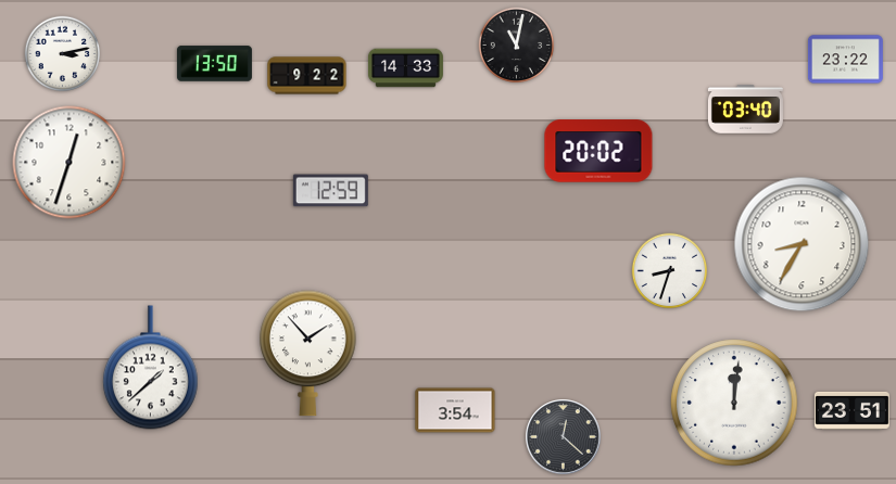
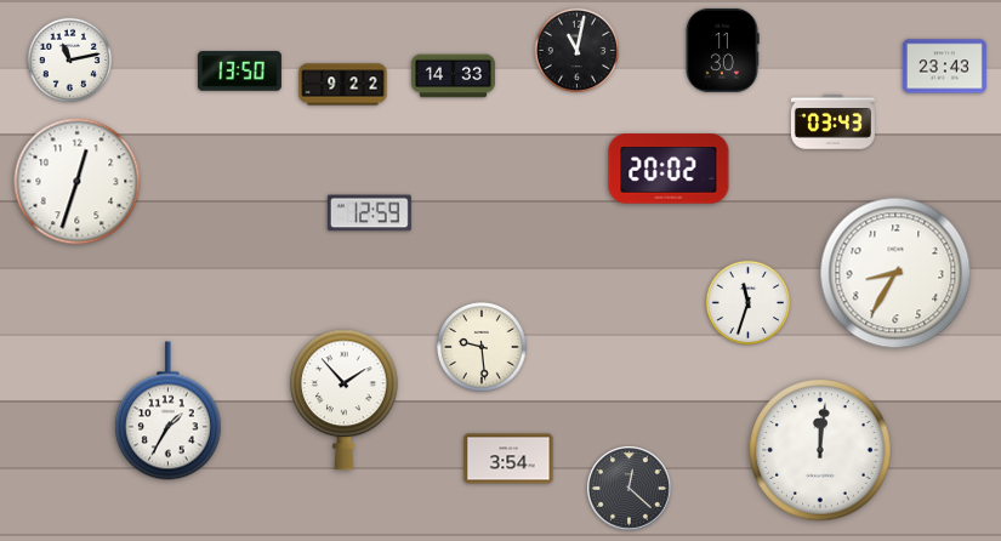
clock at (722, 50): none -> 11:30
clock at (63, 54): 3:13 -> 11:13
clock at (845, 60): 23:22 -> 23:43
clock at (745, 110): 03:40 -> 03:43
clock at (670, 271): 8:33 -> 11:33
clock at (483, 348): none -> 9:29
clock at (308, 354) position: (308, 354) -> (345, 400)
clock at (150, 368): 1:38 -> 1:35
clock at (851, 410): 23:51 -> none
